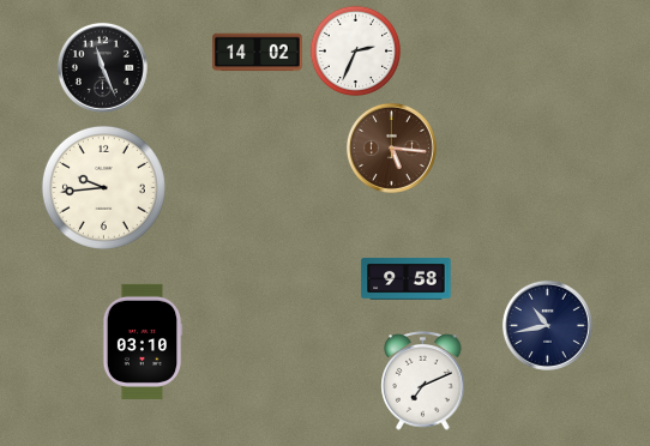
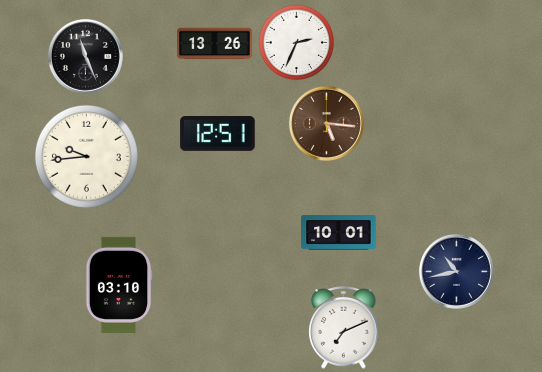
clock at (258, 53): 14:02 -> 13:26
clock at (218, 134): none -> 12:51
clock at (407, 279): 9:58 -> 10:01
clock at (423, 381) position: (423, 381) -> (344, 328)
